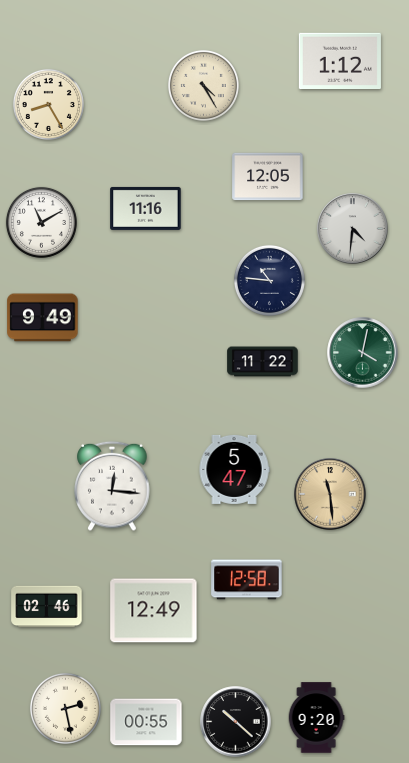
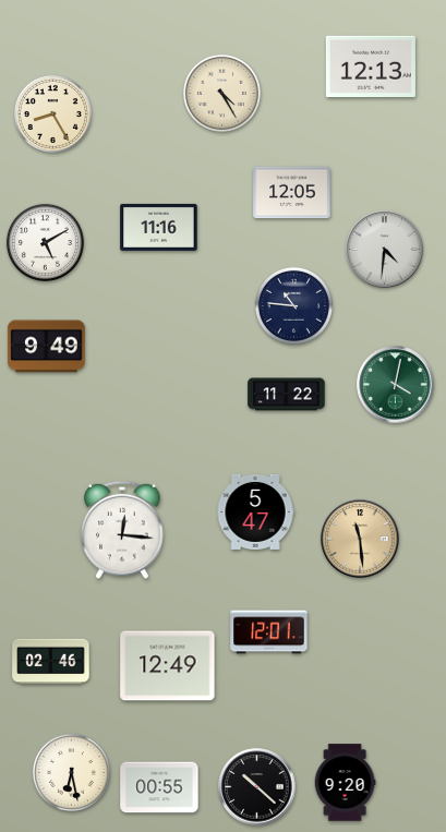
clock at (340, 60): 1:12 -> 12:13
clock at (41, 222): 11:10 -> 5:10
clock at (247, 580): 12:58 -> 12:01
clock at (65, 708): 2:28 -> 6:28
